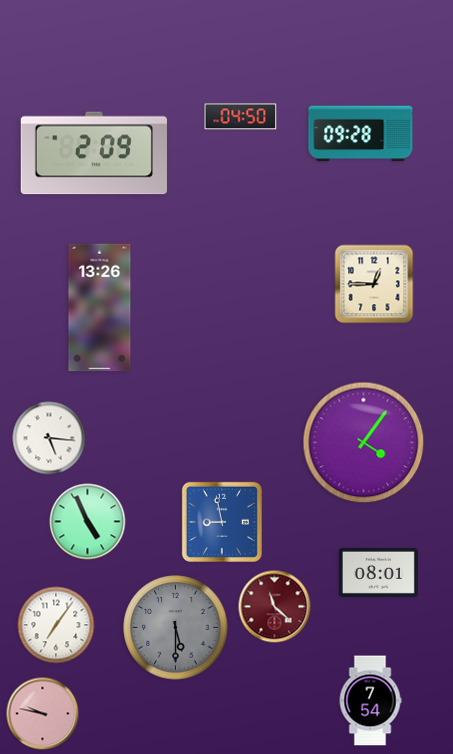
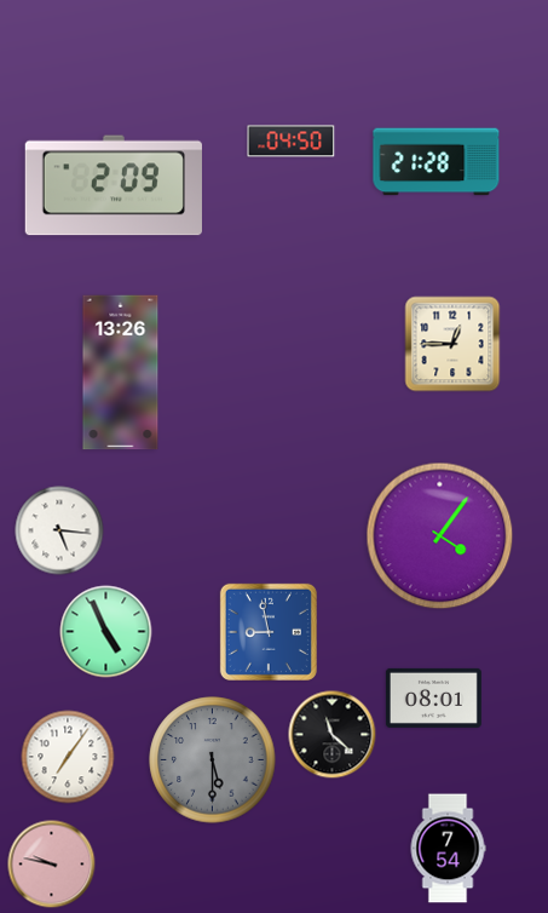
clock at (361, 134): 09:28 -> 21:28
clock at (378, 572) position: (378, 572) -> (433, 697)
clock at (275, 607) dial: burgundy -> black
